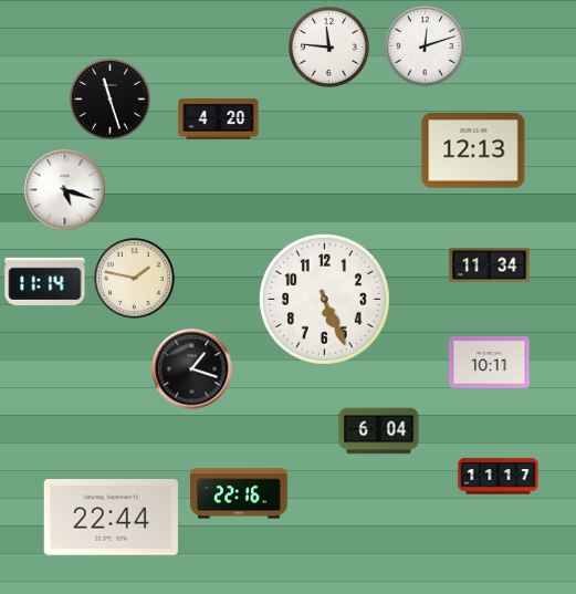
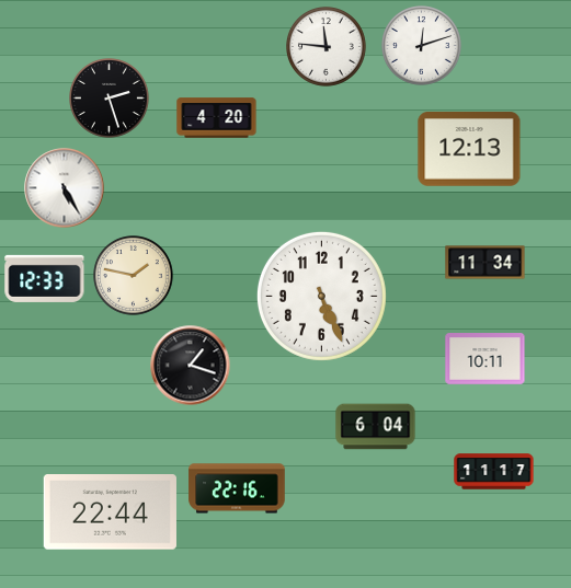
clock at (111, 100): 11:27 -> 2:27
clock at (65, 190): 5:18 -> 5:25
clock at (45, 281): 11:14 -> 12:33
